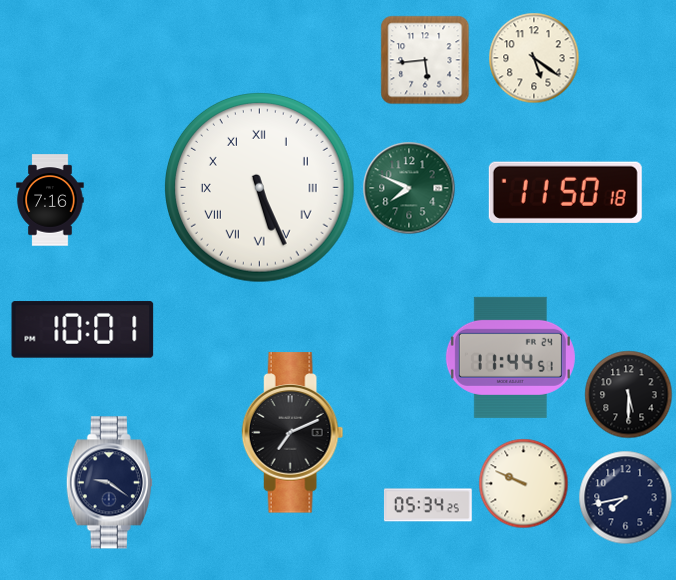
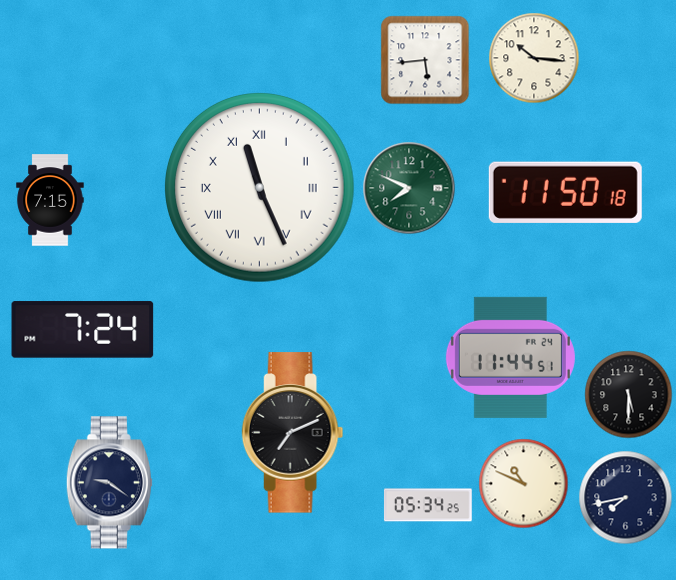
clock at (534, 58): 5:21 -> 10:16
clock at (260, 188): 5:26 -> 11:26
clock at (50, 200): 7:16 -> 7:15
clock at (83, 330): 10:01 -> 7:24
clock at (524, 484): 9:49 -> 10:49
